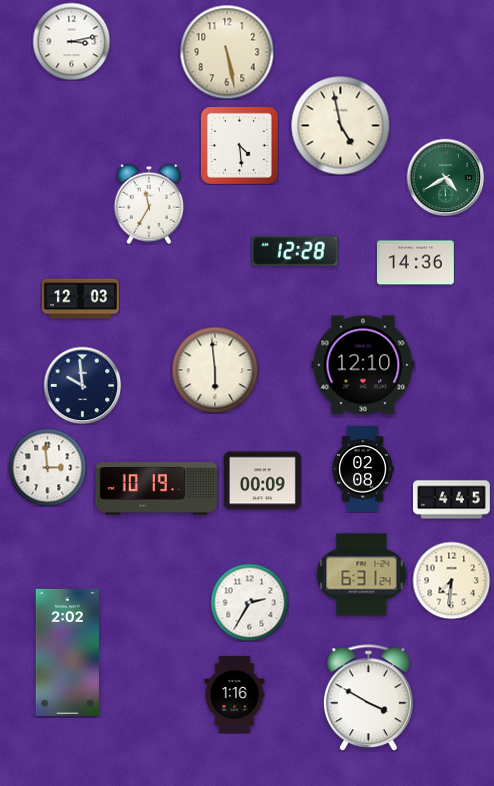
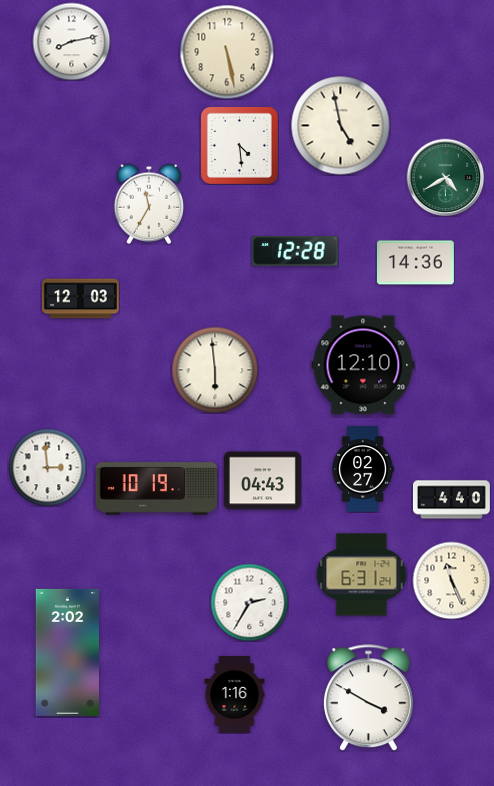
clock at (71, 41): 3:13 -> 8:13
clock at (82, 385): 9:59 -> none
clock at (363, 469): 02:08 -> 02:27
clock at (262, 481): 00:09 -> 04:43
clock at (451, 500): 4:45 -> 4:40
clock at (451, 580): 7:31 -> 11:26
